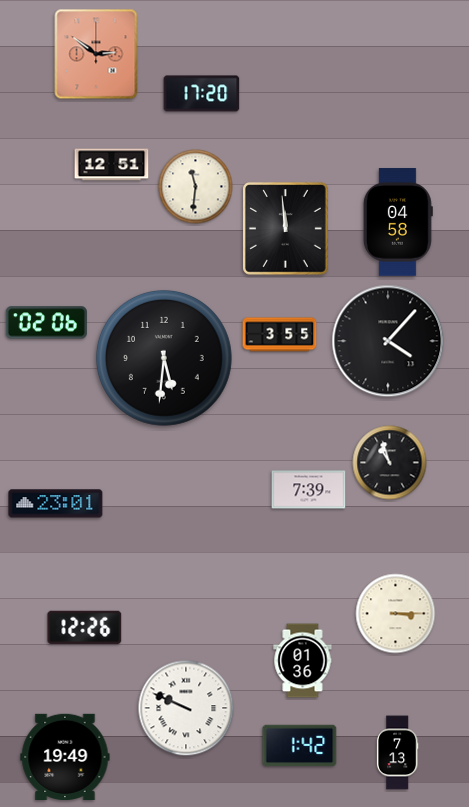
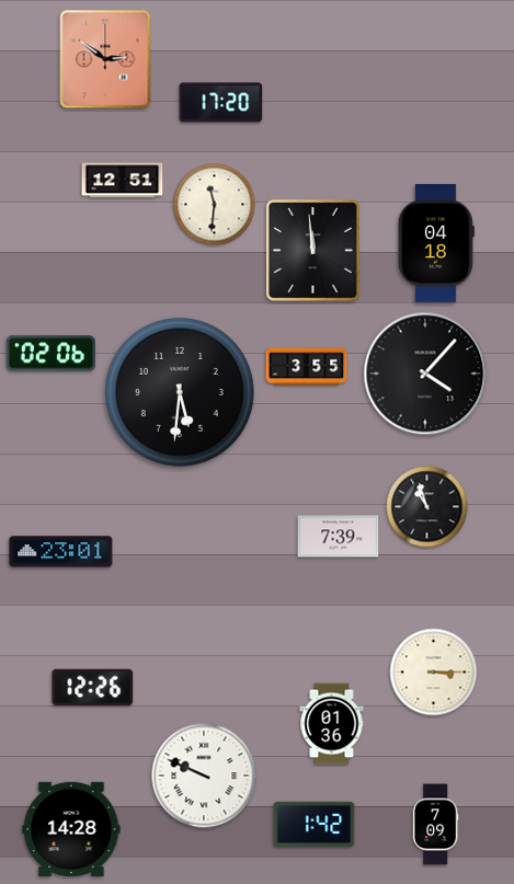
clock at (398, 222): 04:58 -> 04:18
clock at (300, 746) position: (300, 746) -> (315, 825)
clock at (397, 753): 7:13 -> 7:09
clock at (65, 756): 19:49 -> 14:28
